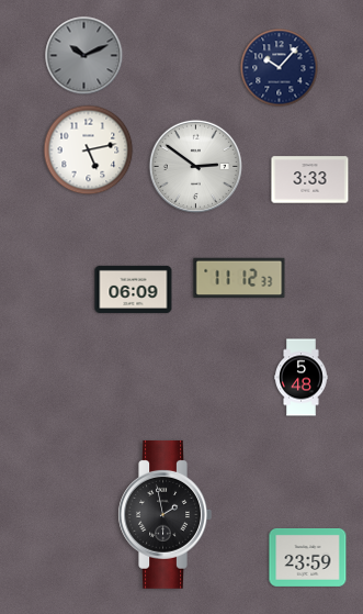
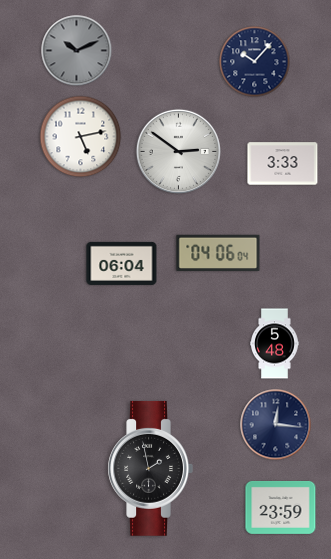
clock at (239, 278): 11:12 -> 04:06
clock at (134, 289): 06:09 -> 06:04
clock at (276, 425): none -> 12:16
